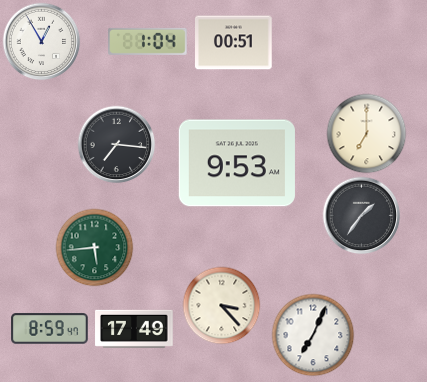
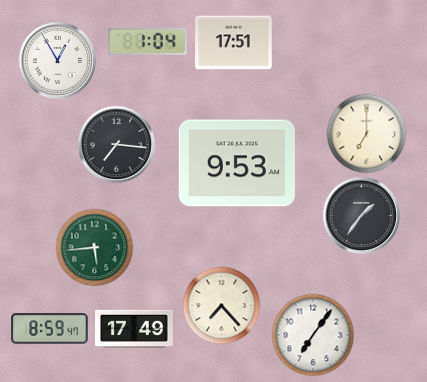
clock at (41, 41) position: (41, 41) -> (57, 60)
clock at (234, 43): 00:51 -> 17:51
clock at (221, 305): 3:23 -> 7:23
clock at (313, 335): 7:04 -> 7:06
